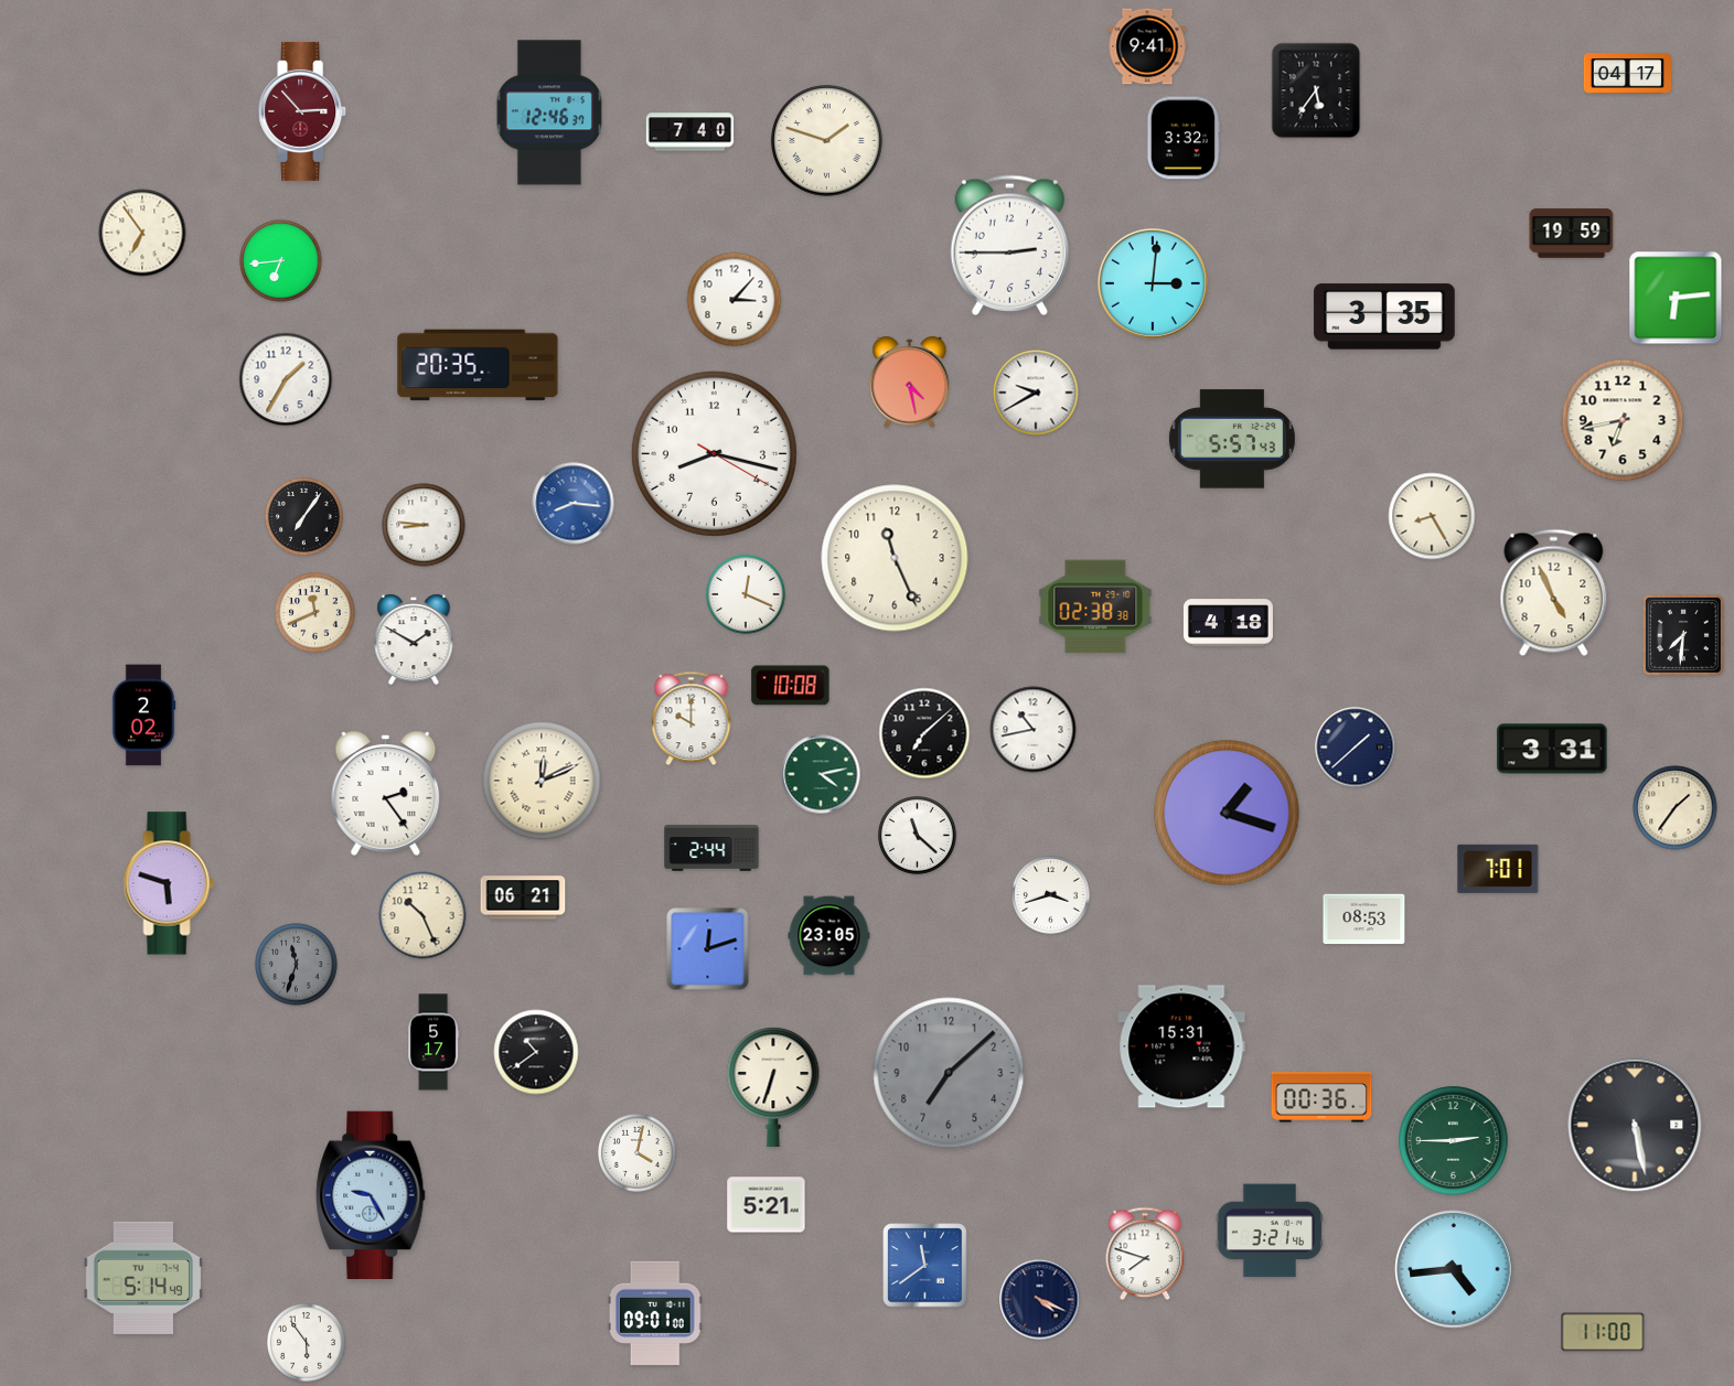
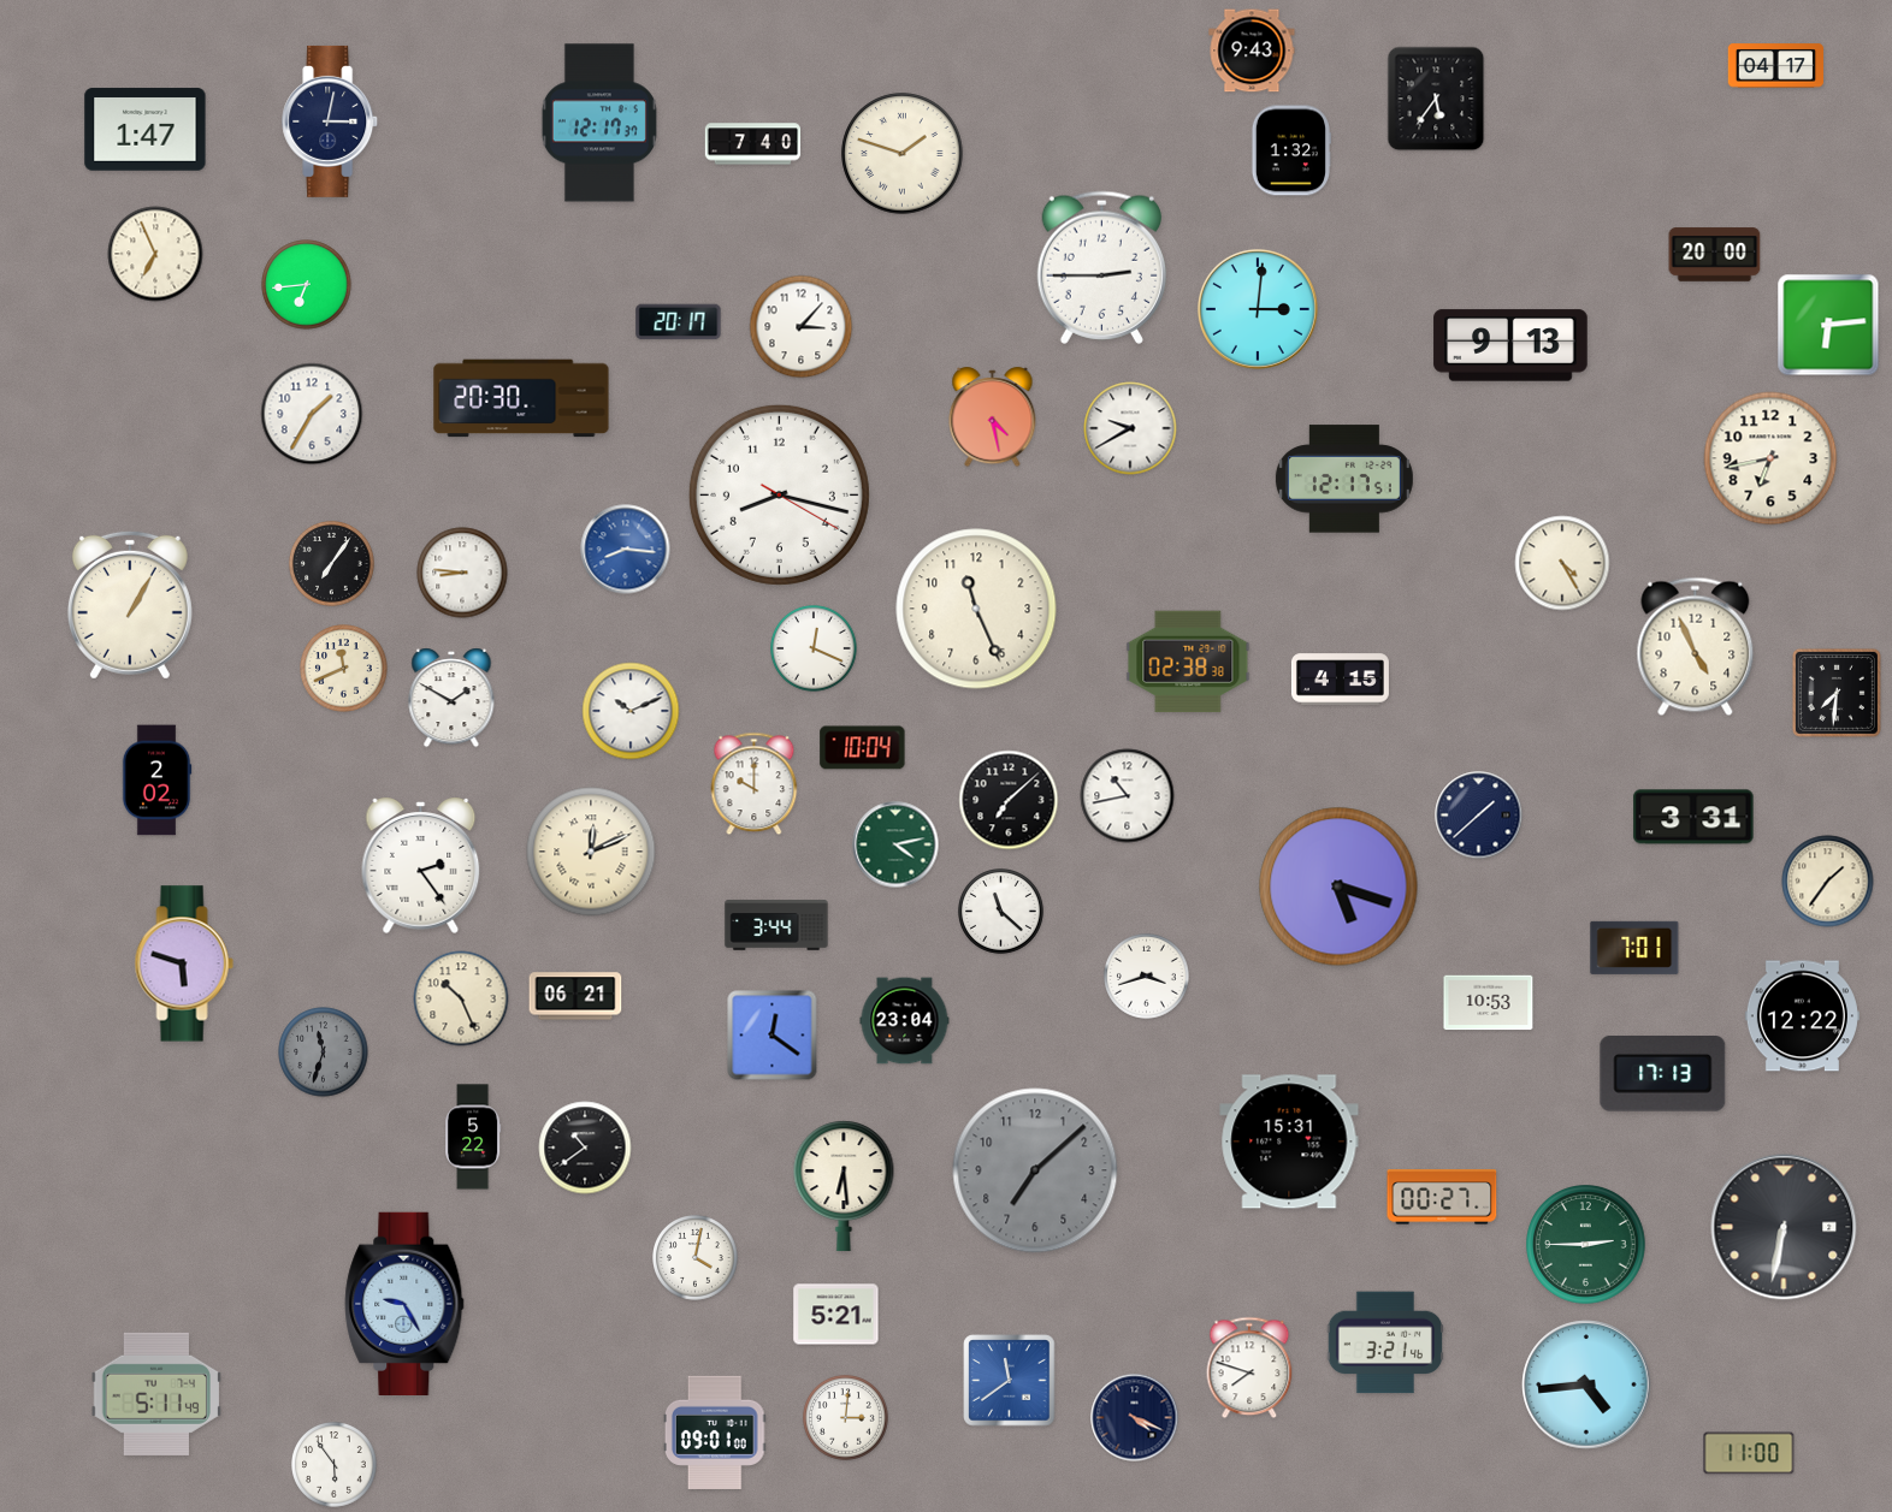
clock at (1147, 46): 9:41 -> 9:43
clock at (1628, 74) position: (1628, 74) -> (1776, 66)
clock at (303, 111): 2:53 -> 3:02
clock at (303, 111) dial: burgundy -> navy
clock at (549, 112): 12:46 -> 12:17
clock at (146, 130): none -> 1:47
clock at (1182, 138): 3:32 -> 1:32
clock at (142, 233): 6:54 -> 6:56
clock at (1572, 234): 19:59 -> 20:00
clock at (679, 322): none -> 20:17
clock at (1384, 316): 3:35 -> 9:13
clock at (478, 365): 20:35 -> 20:30
clock at (1232, 439): 5:57 -> 12:17
clock at (1432, 516): 8:25 -> 4:25
clock at (130, 605): none -> 1:05
clock at (1095, 606) position: (1095, 606) -> (1188, 662)
clock at (1228, 623): 4:18 -> 4:15
clock at (631, 711): none -> 10:11
clock at (791, 686): 10:08 -> 10:04
clock at (1227, 813): 1:18 -> 5:18
clock at (711, 848): 2:44 -> 3:44
clock at (523, 898) position: (523, 898) -> (575, 996)
clock at (1364, 920): 08:53 -> 10:53
clock at (1802, 1016): none -> 12:22
clock at (829, 936): 23:05 -> 23:04
clock at (708, 949): 12:12 -> 12:21
clock at (1663, 1074): none -> 17:13
clock at (433, 1042): 5:17 -> 5:22
clock at (773, 1088): 6:33 -> 6:29
clock at (1321, 1097): 00:36 -> 00:27
clock at (1635, 1125): 5:28 -> 6:32
clock at (142, 1278): 5:14 -> 5:11
clock at (846, 1418): none -> 3:01
